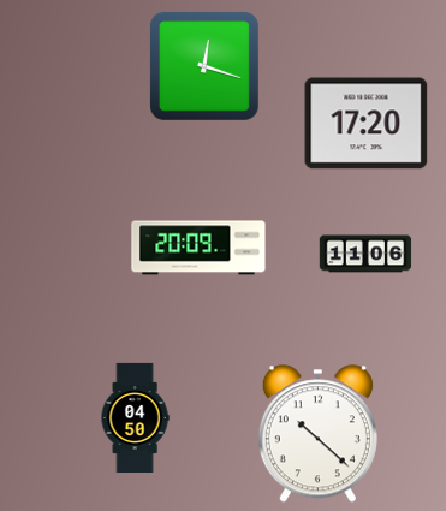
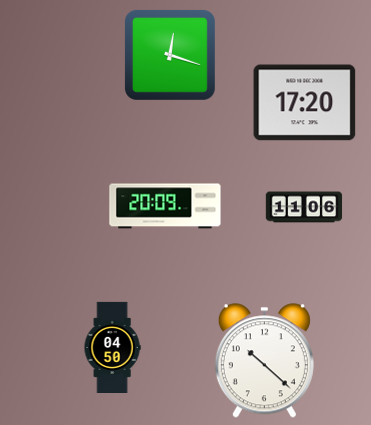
clock at (365, 254) position: (365, 254) -> (304, 207)
